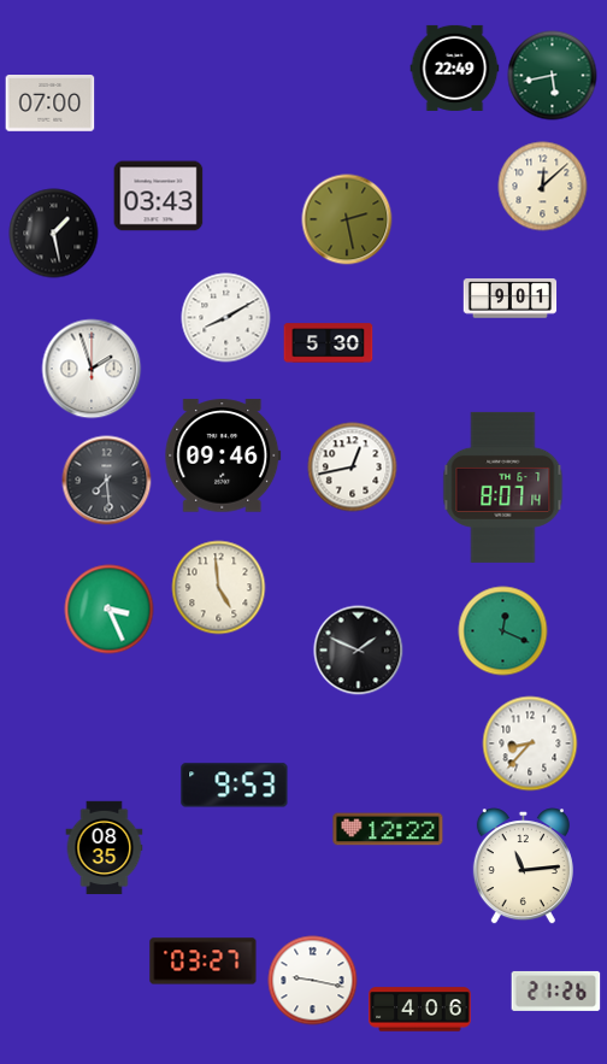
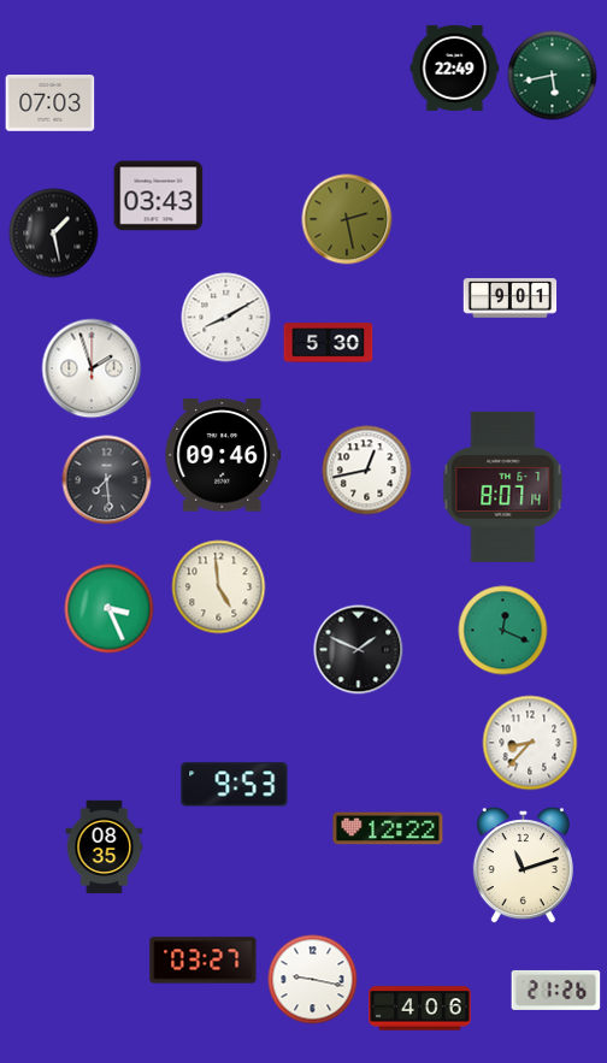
clock at (51, 104): 07:00 -> 07:03
clock at (543, 187): 12:08 -> none
clock at (353, 468) position: (353, 468) -> (367, 471)
clock at (523, 866): 11:14 -> 11:12
